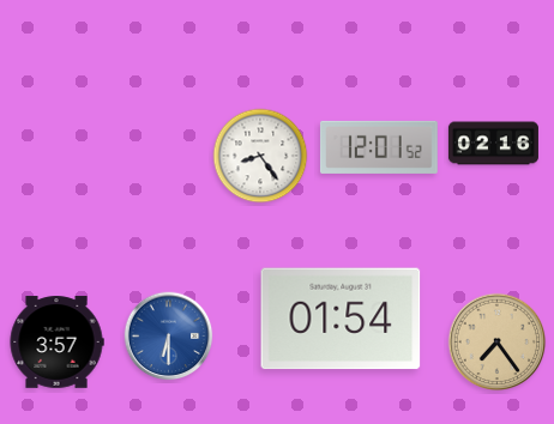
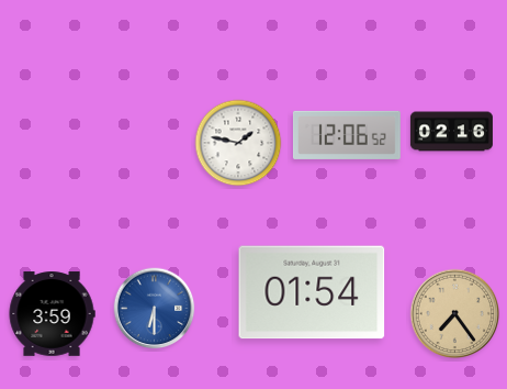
clock at (379, 147): 12:01 -> 12:06
clock at (260, 156): 8:24 -> 1:47
clock at (56, 343): 3:57 -> 3:59
